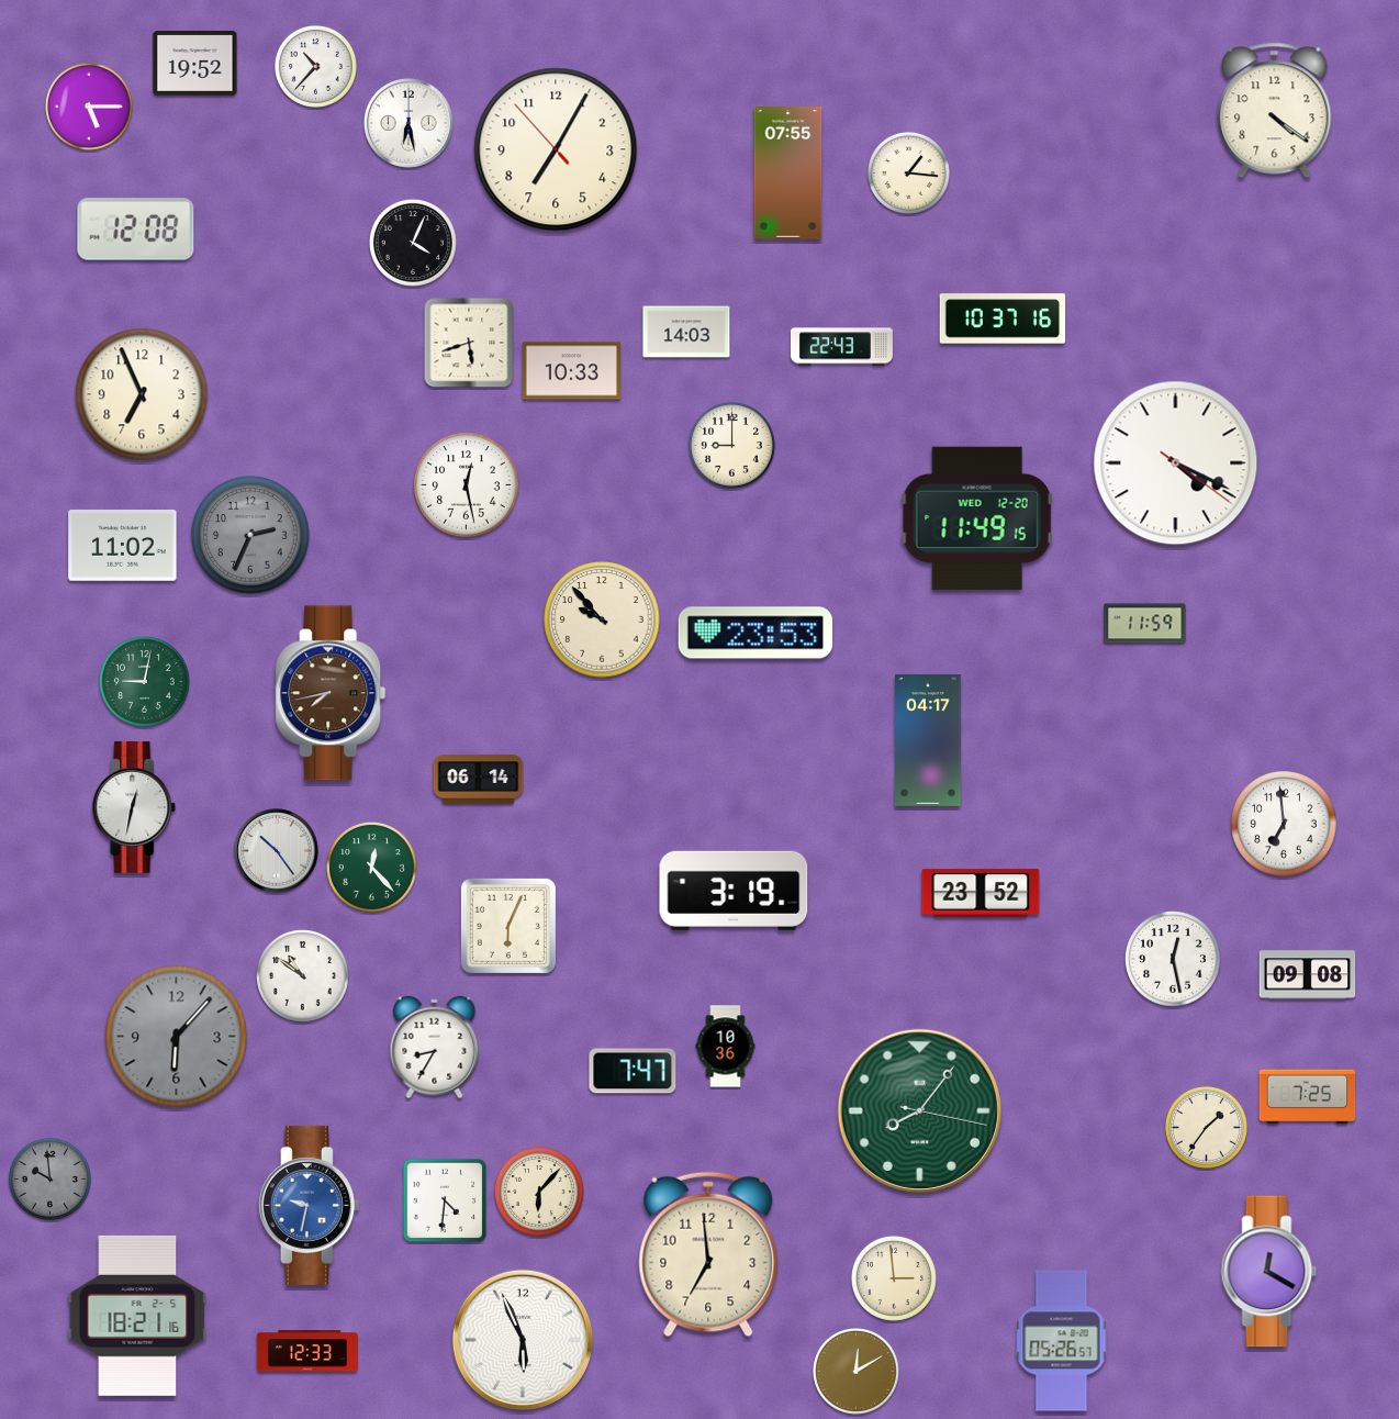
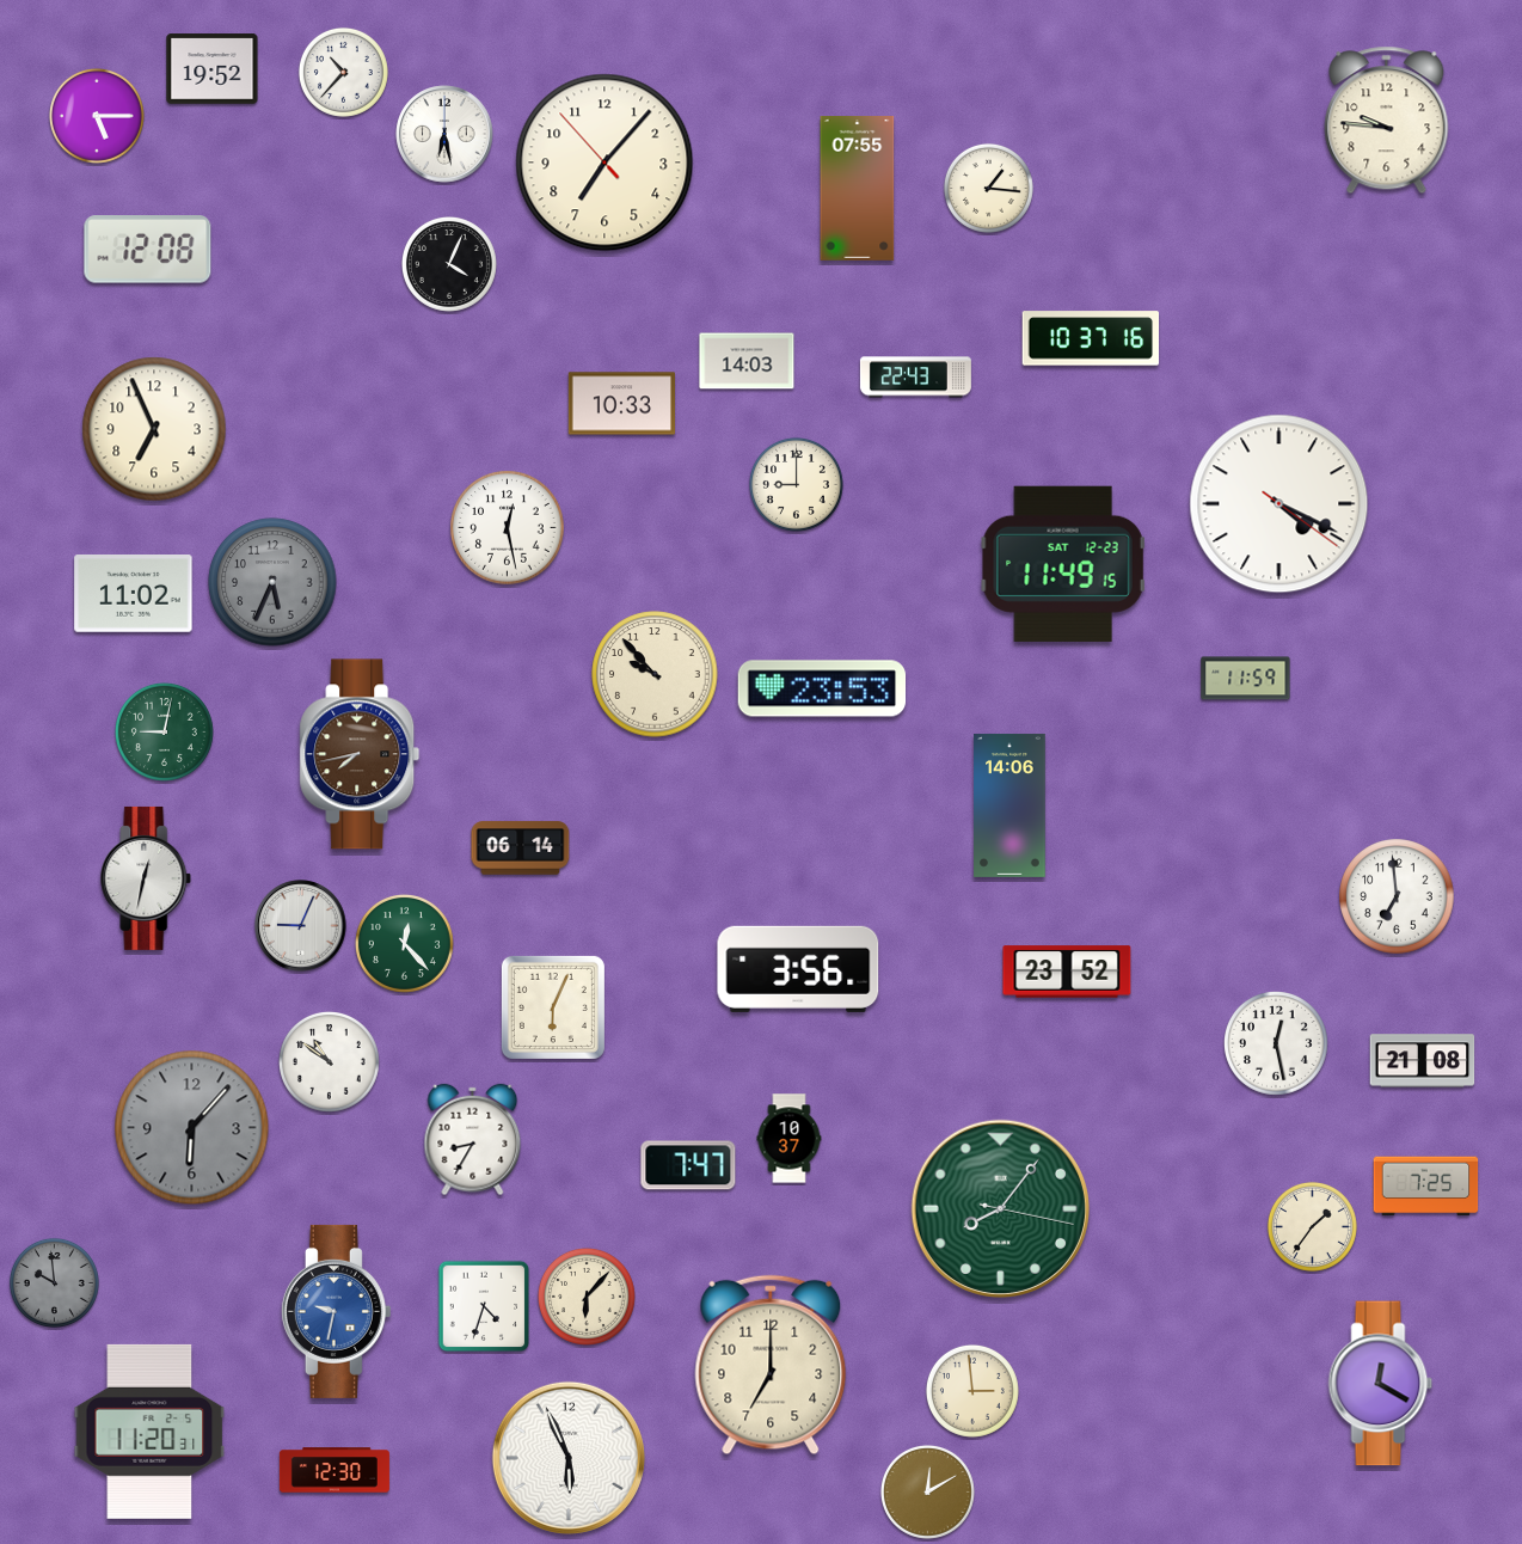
clock at (1275, 111): 4:21 -> 9:46
clock at (556, 149): 7:04 -> 7:06
clock at (1003, 319) position: (1003, 319) -> (1091, 338)
clock at (469, 343): 5:42 -> none
clock at (977, 518) date: WED 12-20 -> SAT 12-23
clock at (250, 535): 2:34 -> 5:34
clock at (144, 681) position: (144, 681) -> (164, 731)
clock at (928, 740): 04:17 -> 14:06
clock at (277, 851): 10:24 -> 9:04
clock at (734, 891): 3:19 -> 3:56
clock at (1308, 975): 09:08 -> 21:08
clock at (726, 1047): 10:36 -> 10:37
clock at (1308, 1097) position: (1308, 1097) -> (1426, 1187)
clock at (445, 1200): 4:31 -> 4:33
clock at (708, 1254): 6:59 -> 7:00
clock at (137, 1316): 18:21 -> 11:20
clock at (1062, 1341): 05:26 -> none
clock at (307, 1351): 12:33 -> 12:30
clock at (855, 1371) position: (855, 1371) -> (927, 1491)
